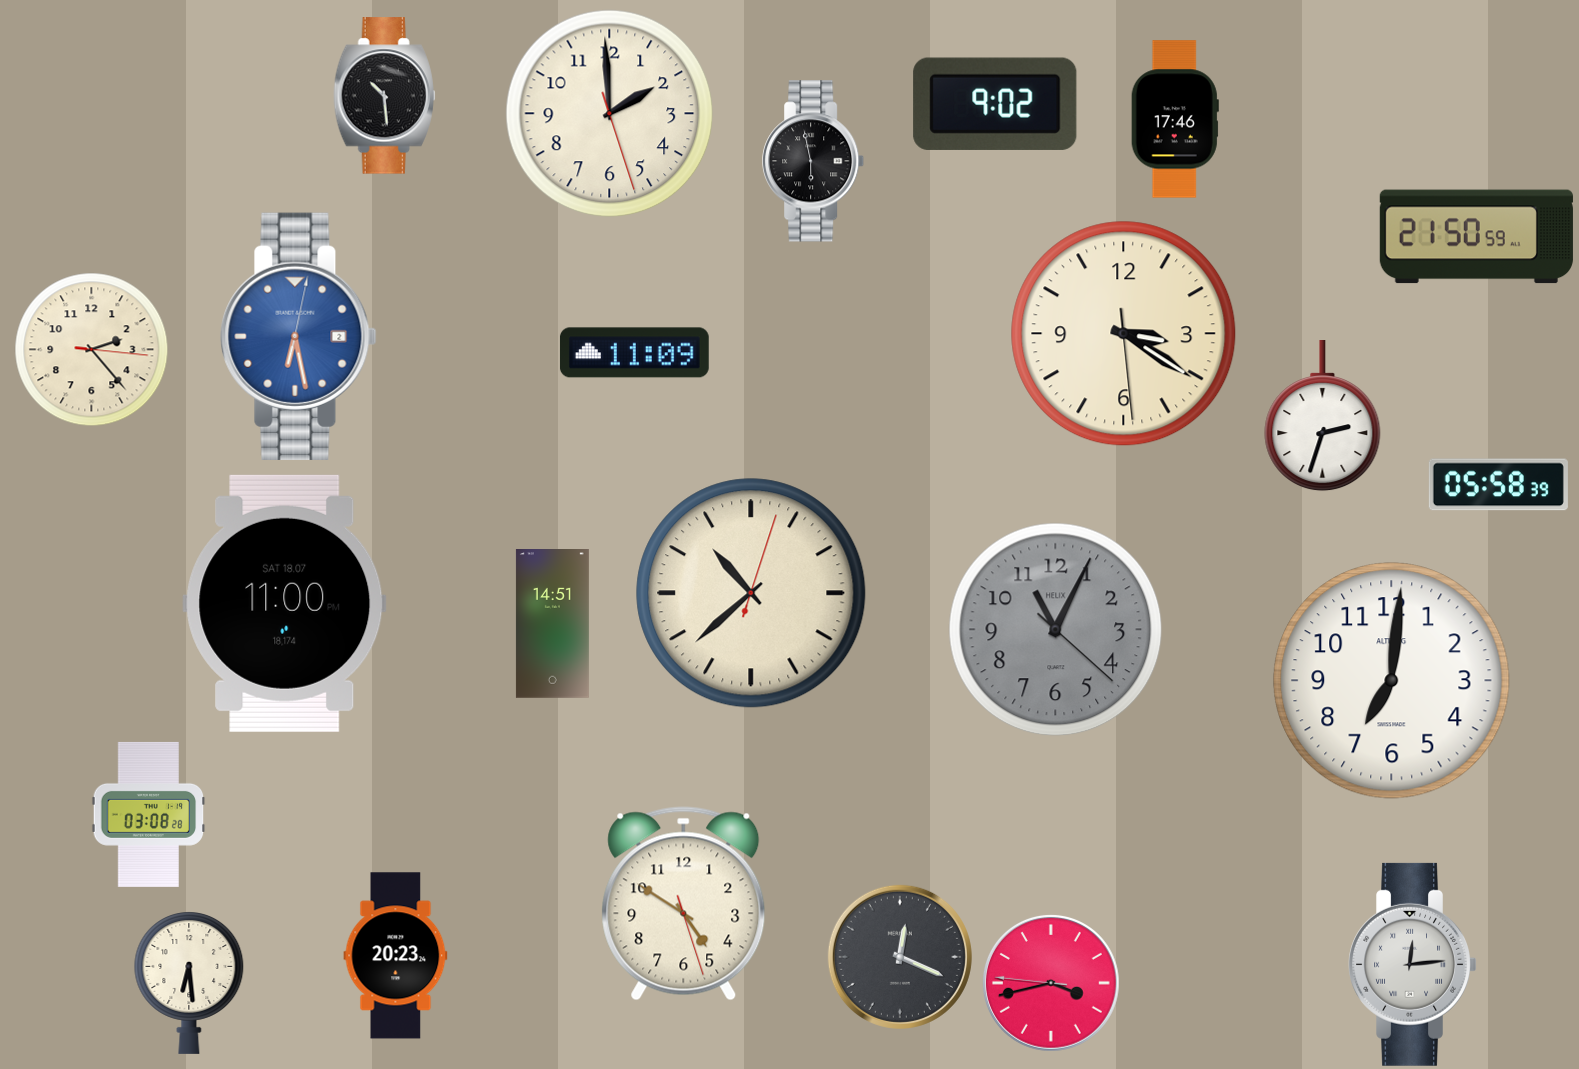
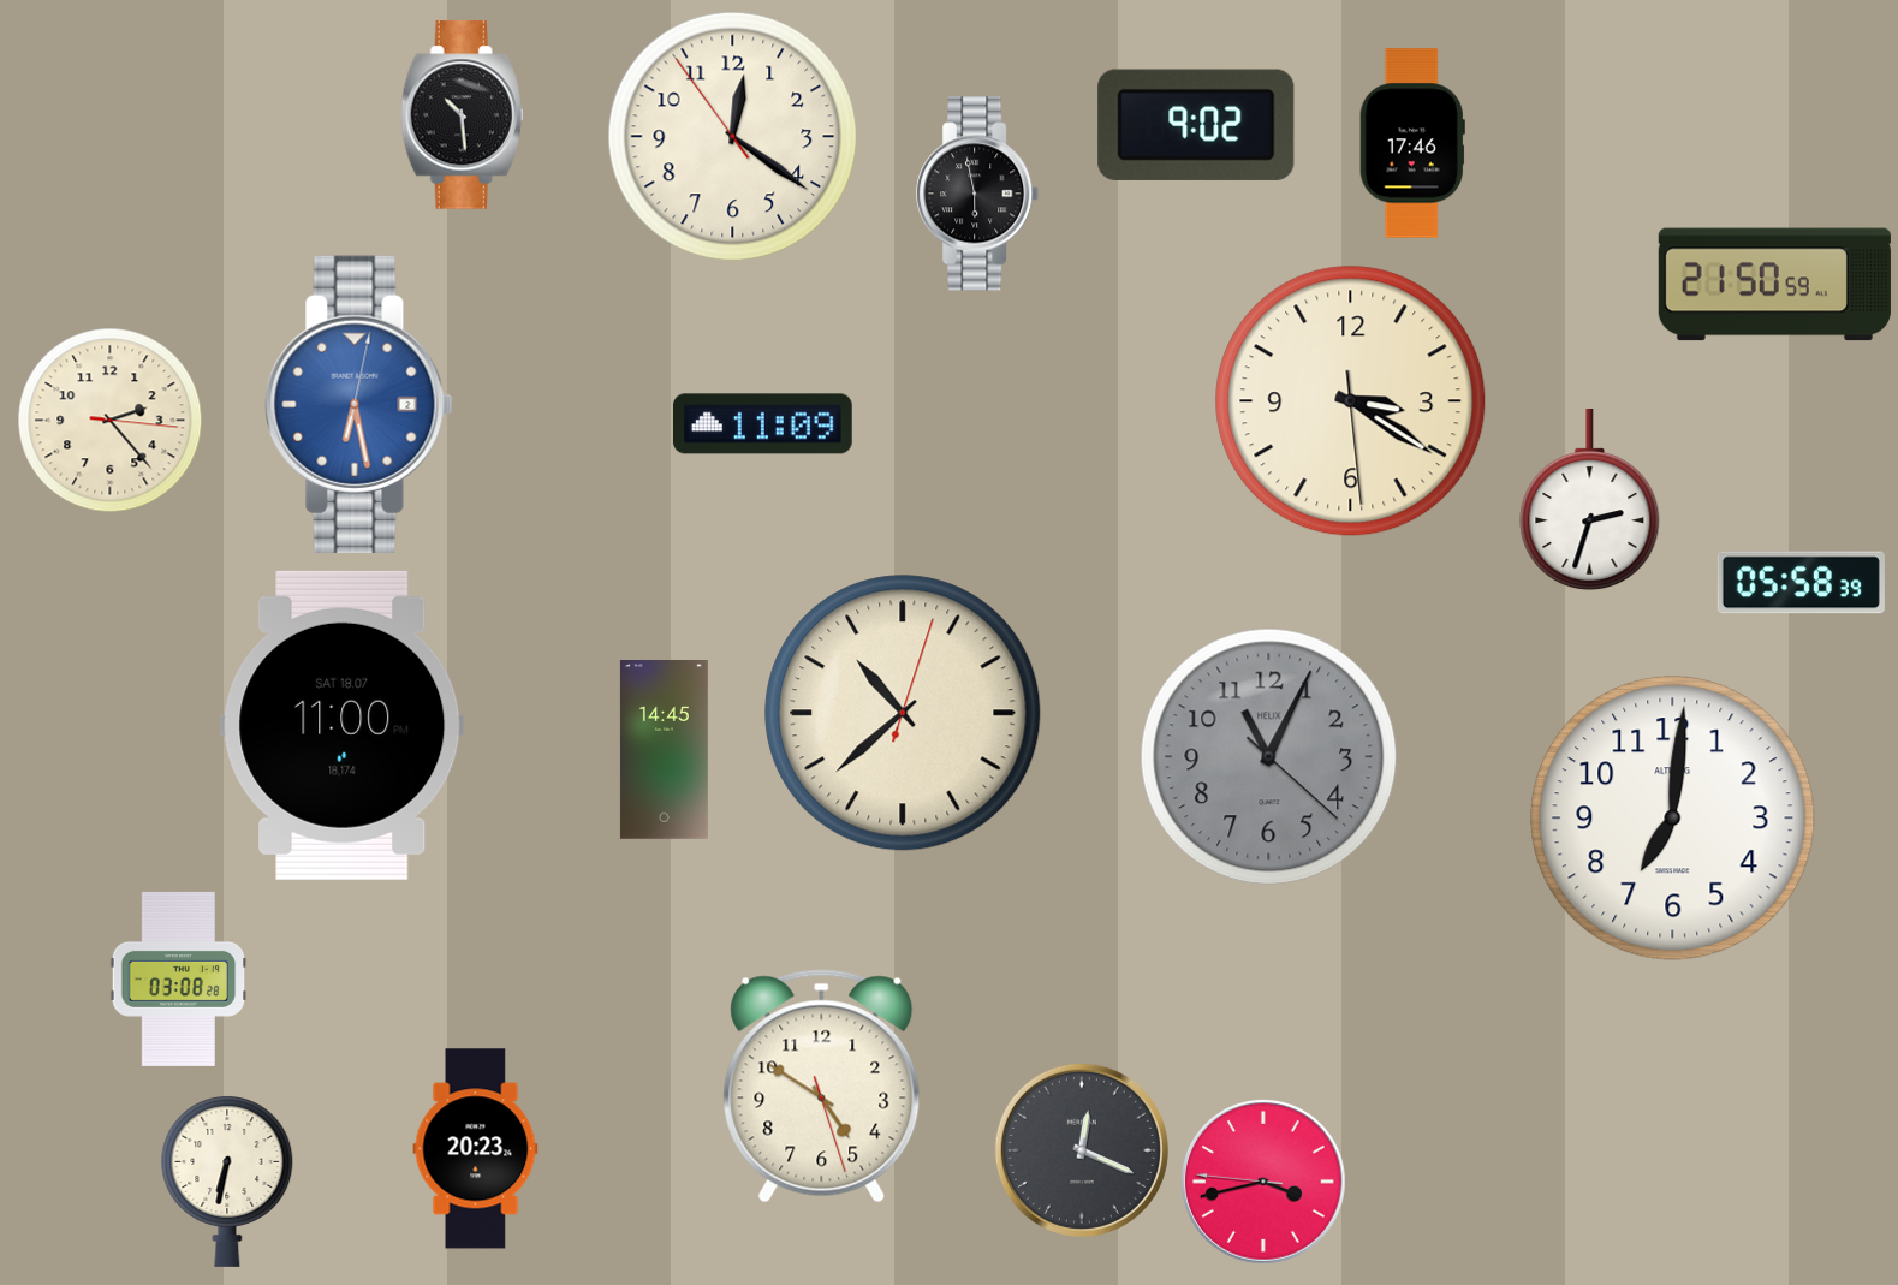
clock at (610, 114): 1:59 -> 12:20
clock at (552, 624): 14:51 -> 14:45
clock at (1413, 964): 12:14 -> none
clock at (189, 983): 6:29 -> 6:32
